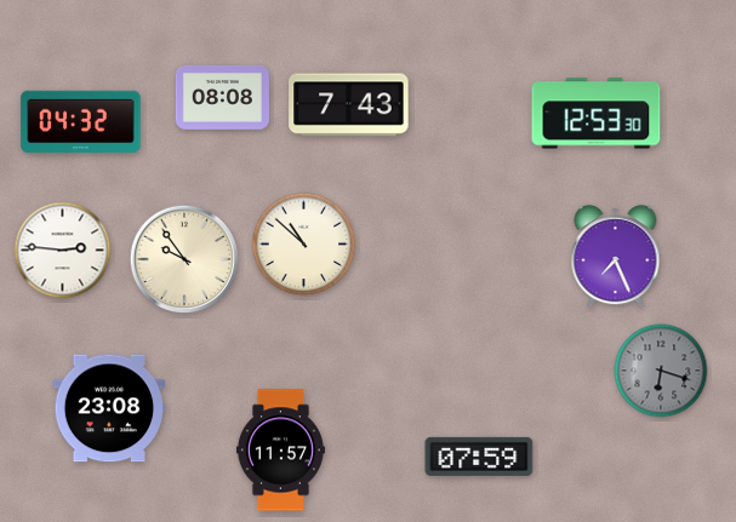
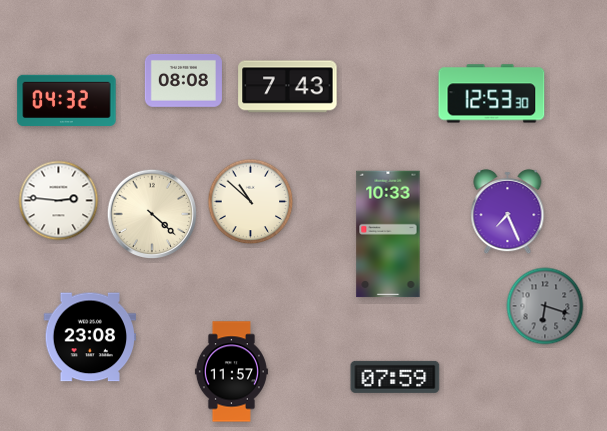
clock at (63, 251) position: (63, 251) -> (59, 201)
clock at (183, 258): 9:54 -> 4:22
clock at (388, 234): none -> 10:33
